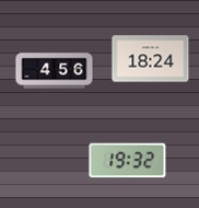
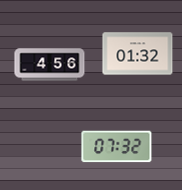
clock at (151, 59): 18:24 -> 01:32
clock at (128, 161): 19:32 -> 07:32
